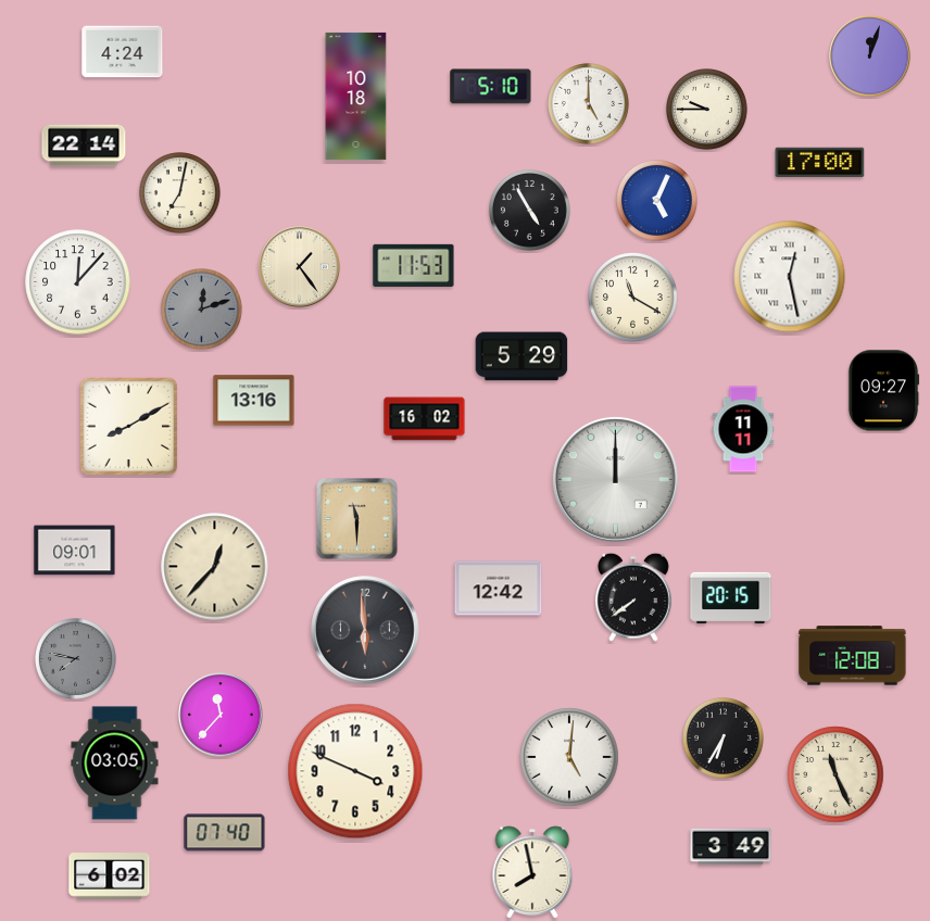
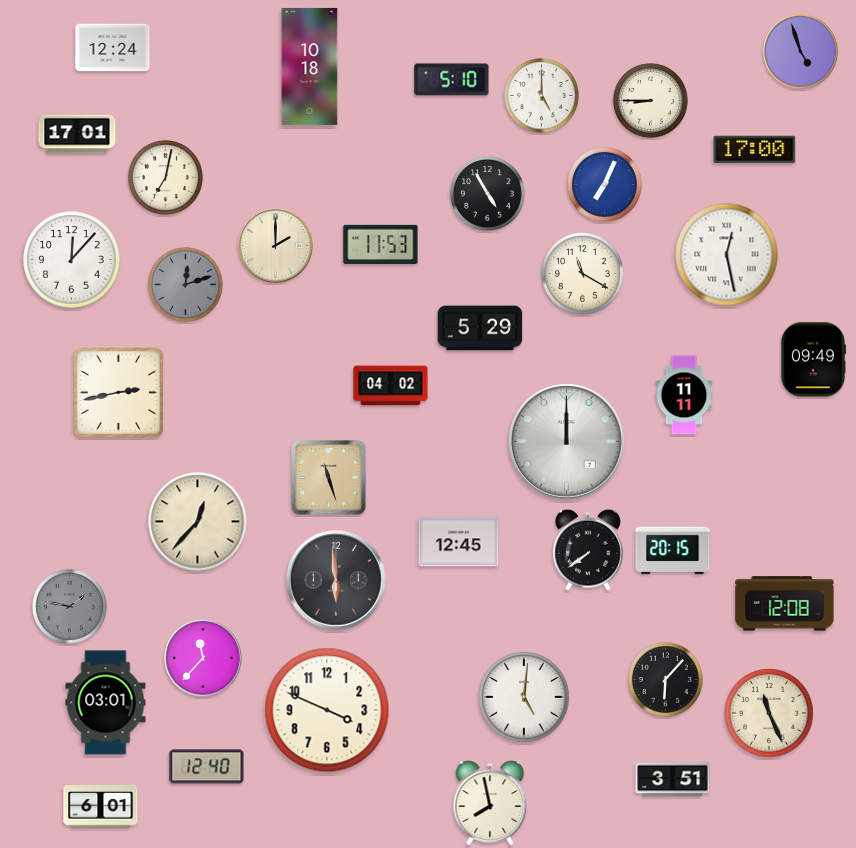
clock at (123, 52): 4:24 -> 12:24
clock at (870, 56): 12:03 -> 4:57
clock at (356, 96) position: (356, 96) -> (310, 66)
clock at (707, 110): 9:45 -> 8:45
clock at (84, 146): 22:14 -> 17:01
clock at (657, 201): 5:04 -> 7:04
clock at (300, 267): 1:24 -> 2:00
clock at (883, 391): 09:27 -> 09:49
clock at (254, 401): 13:16 -> none
clock at (425, 419): 16:02 -> 04:02
clock at (129, 427): 8:10 -> 2:43
clock at (357, 519): 11:30 -> 11:27
clock at (75, 551): 09:01 -> none
clock at (499, 589): 12:42 -> 12:45
clock at (634, 597) position: (634, 597) -> (589, 550)
clock at (76, 659): 7:47 -> 1:47
clock at (724, 739): 6:35 -> 6:07
clock at (115, 764): 03:05 -> 03:01
clock at (225, 833): 07:40 -> 12:40
clock at (731, 847): 3:49 -> 3:51
clock at (110, 876): 6:02 -> 6:01
